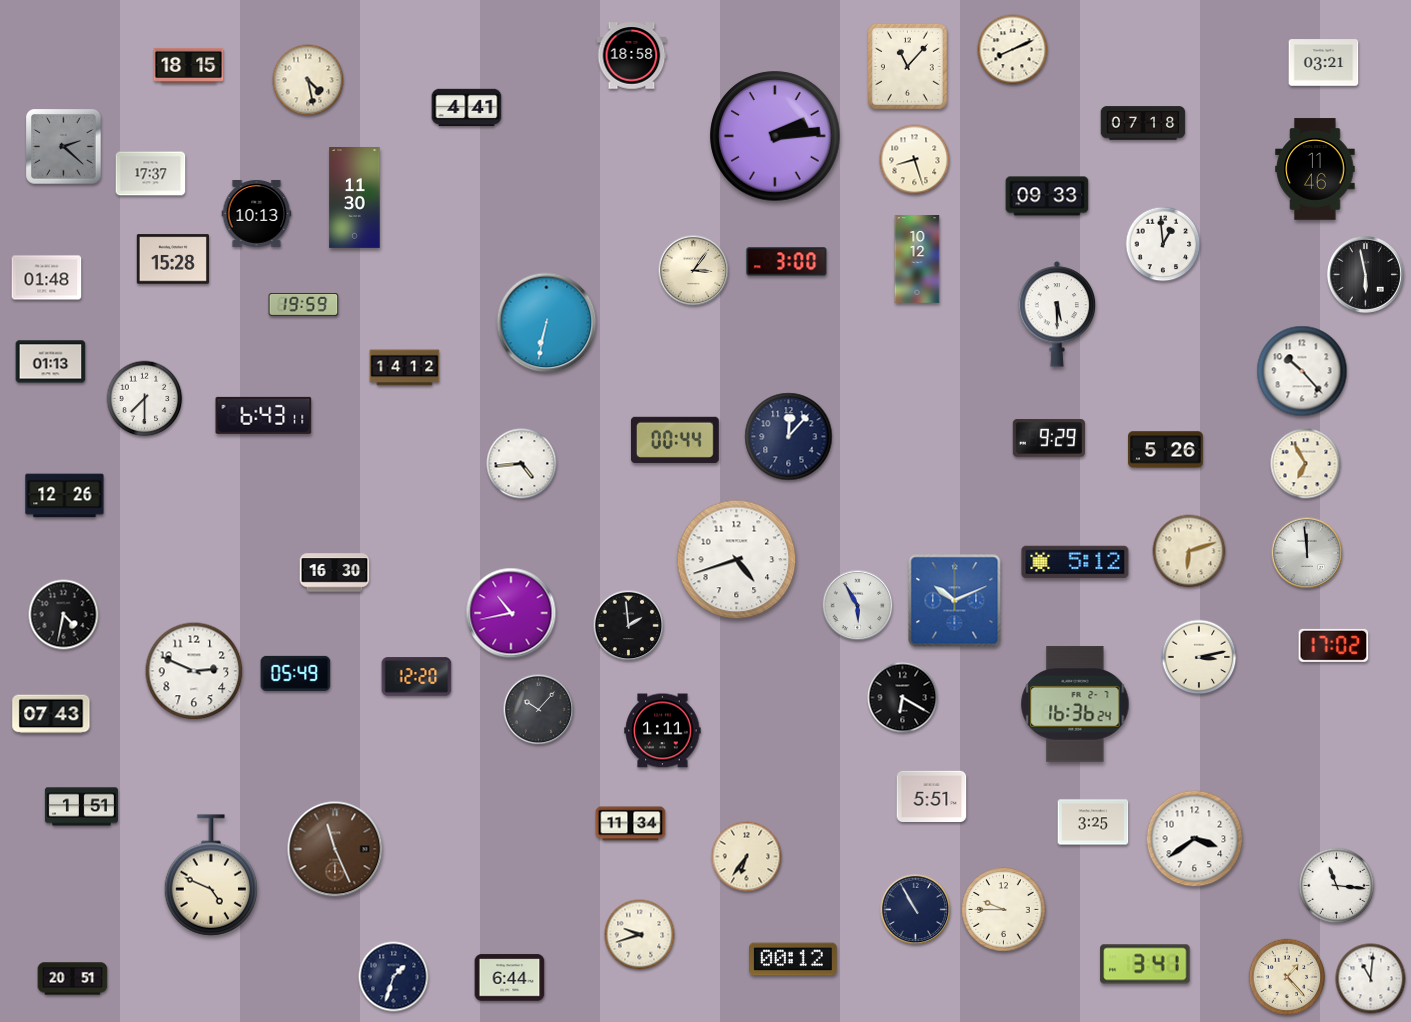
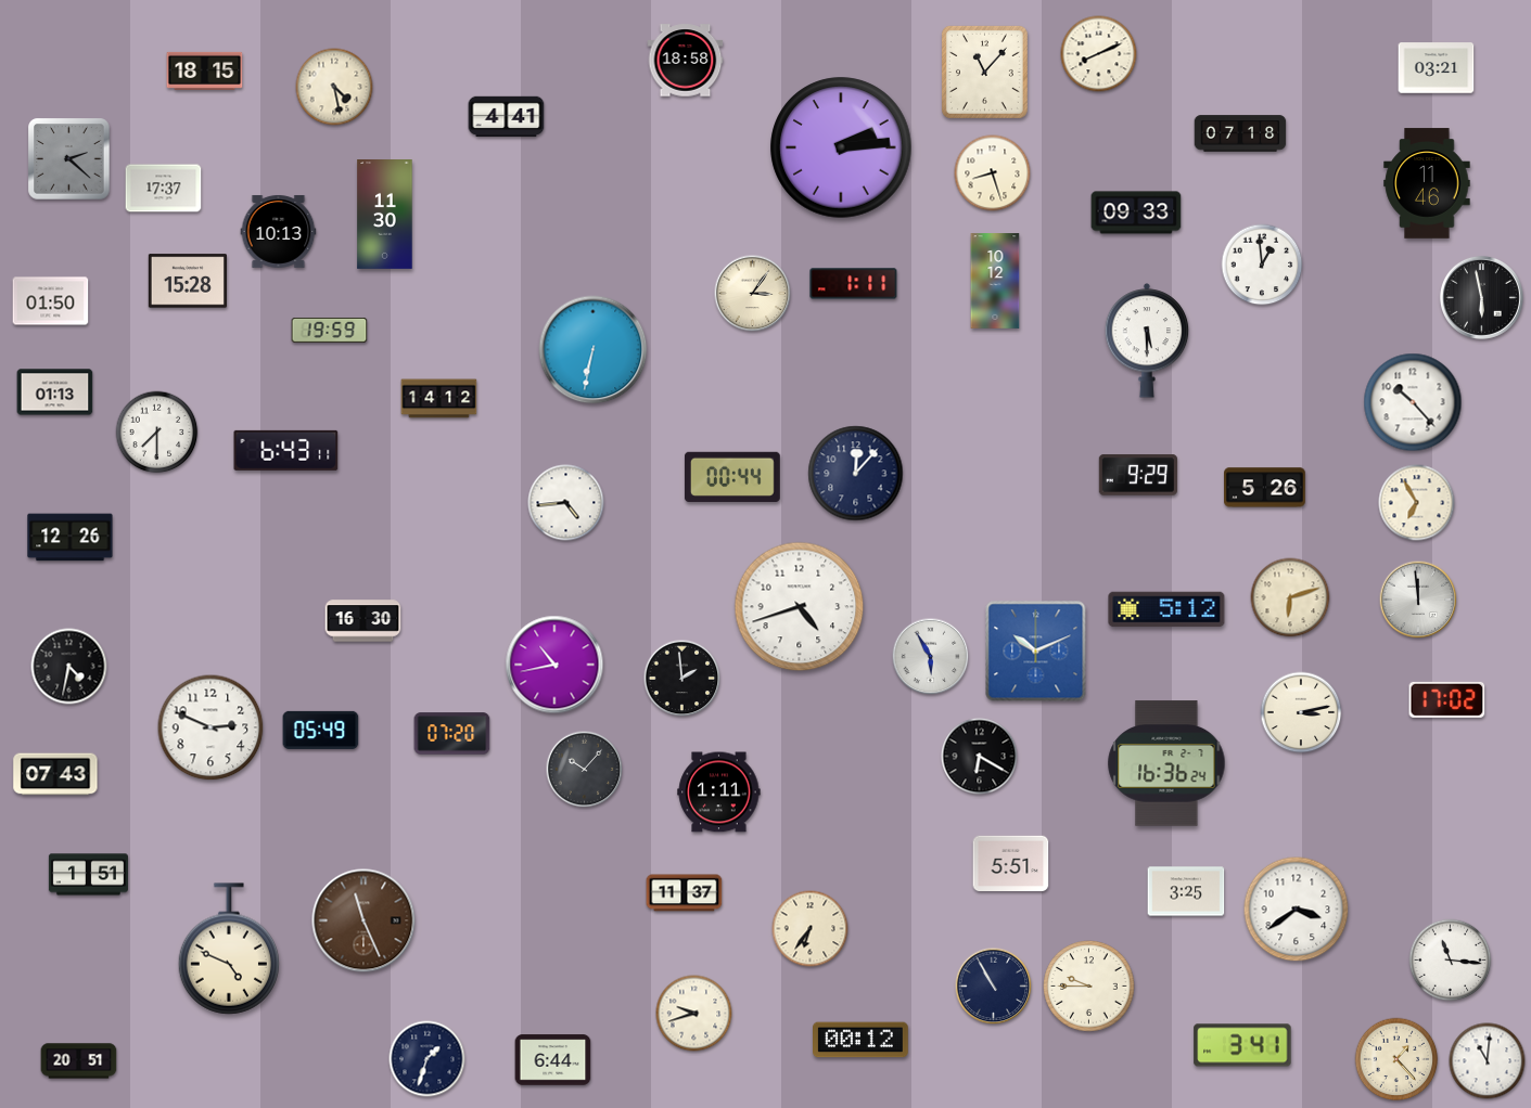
clock at (787, 262): 3:00 -> 1:11
clock at (47, 278): 01:48 -> 01:50
clock at (417, 677): 12:20 -> 07:20
clock at (631, 824): 11:34 -> 11:37
